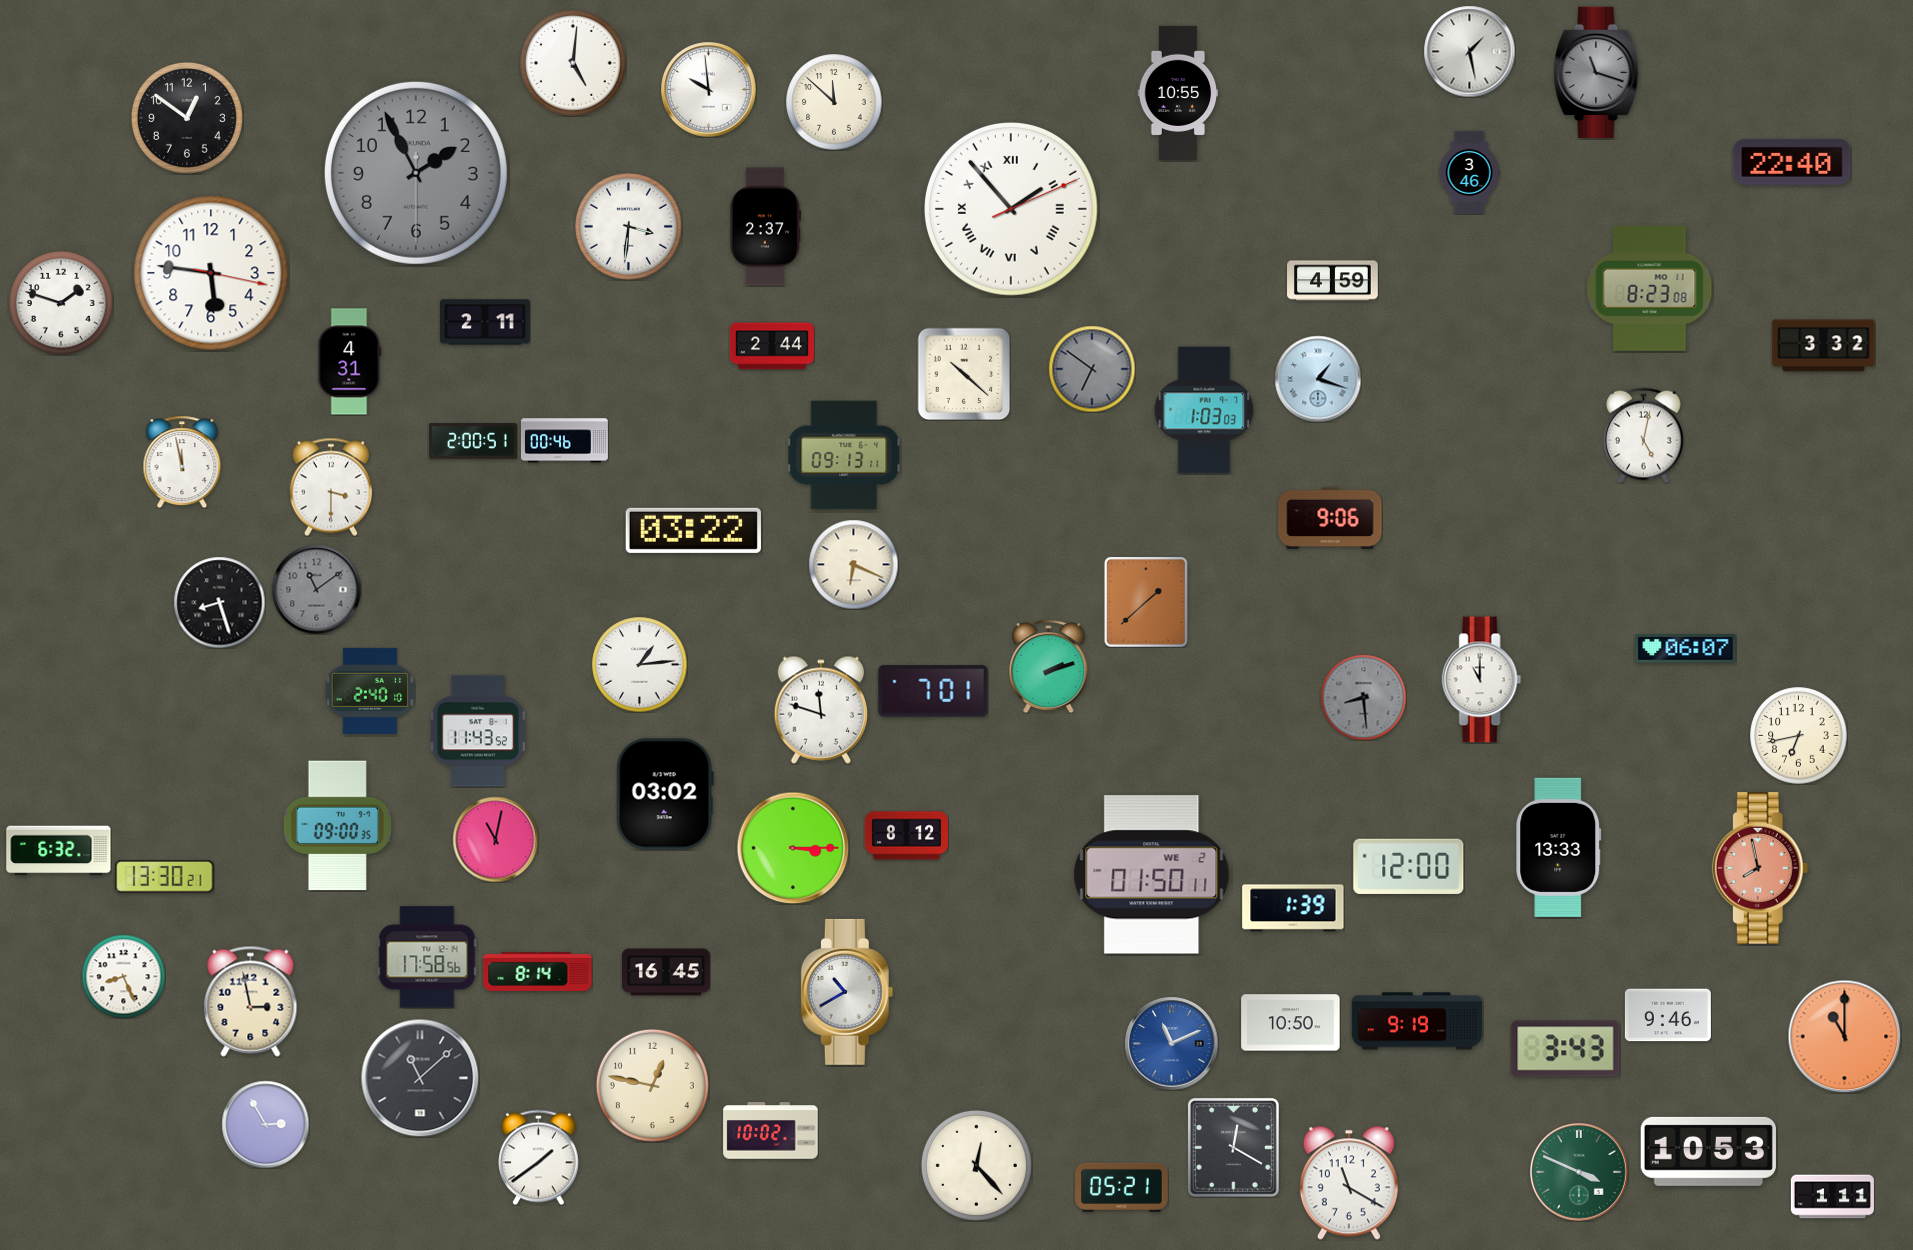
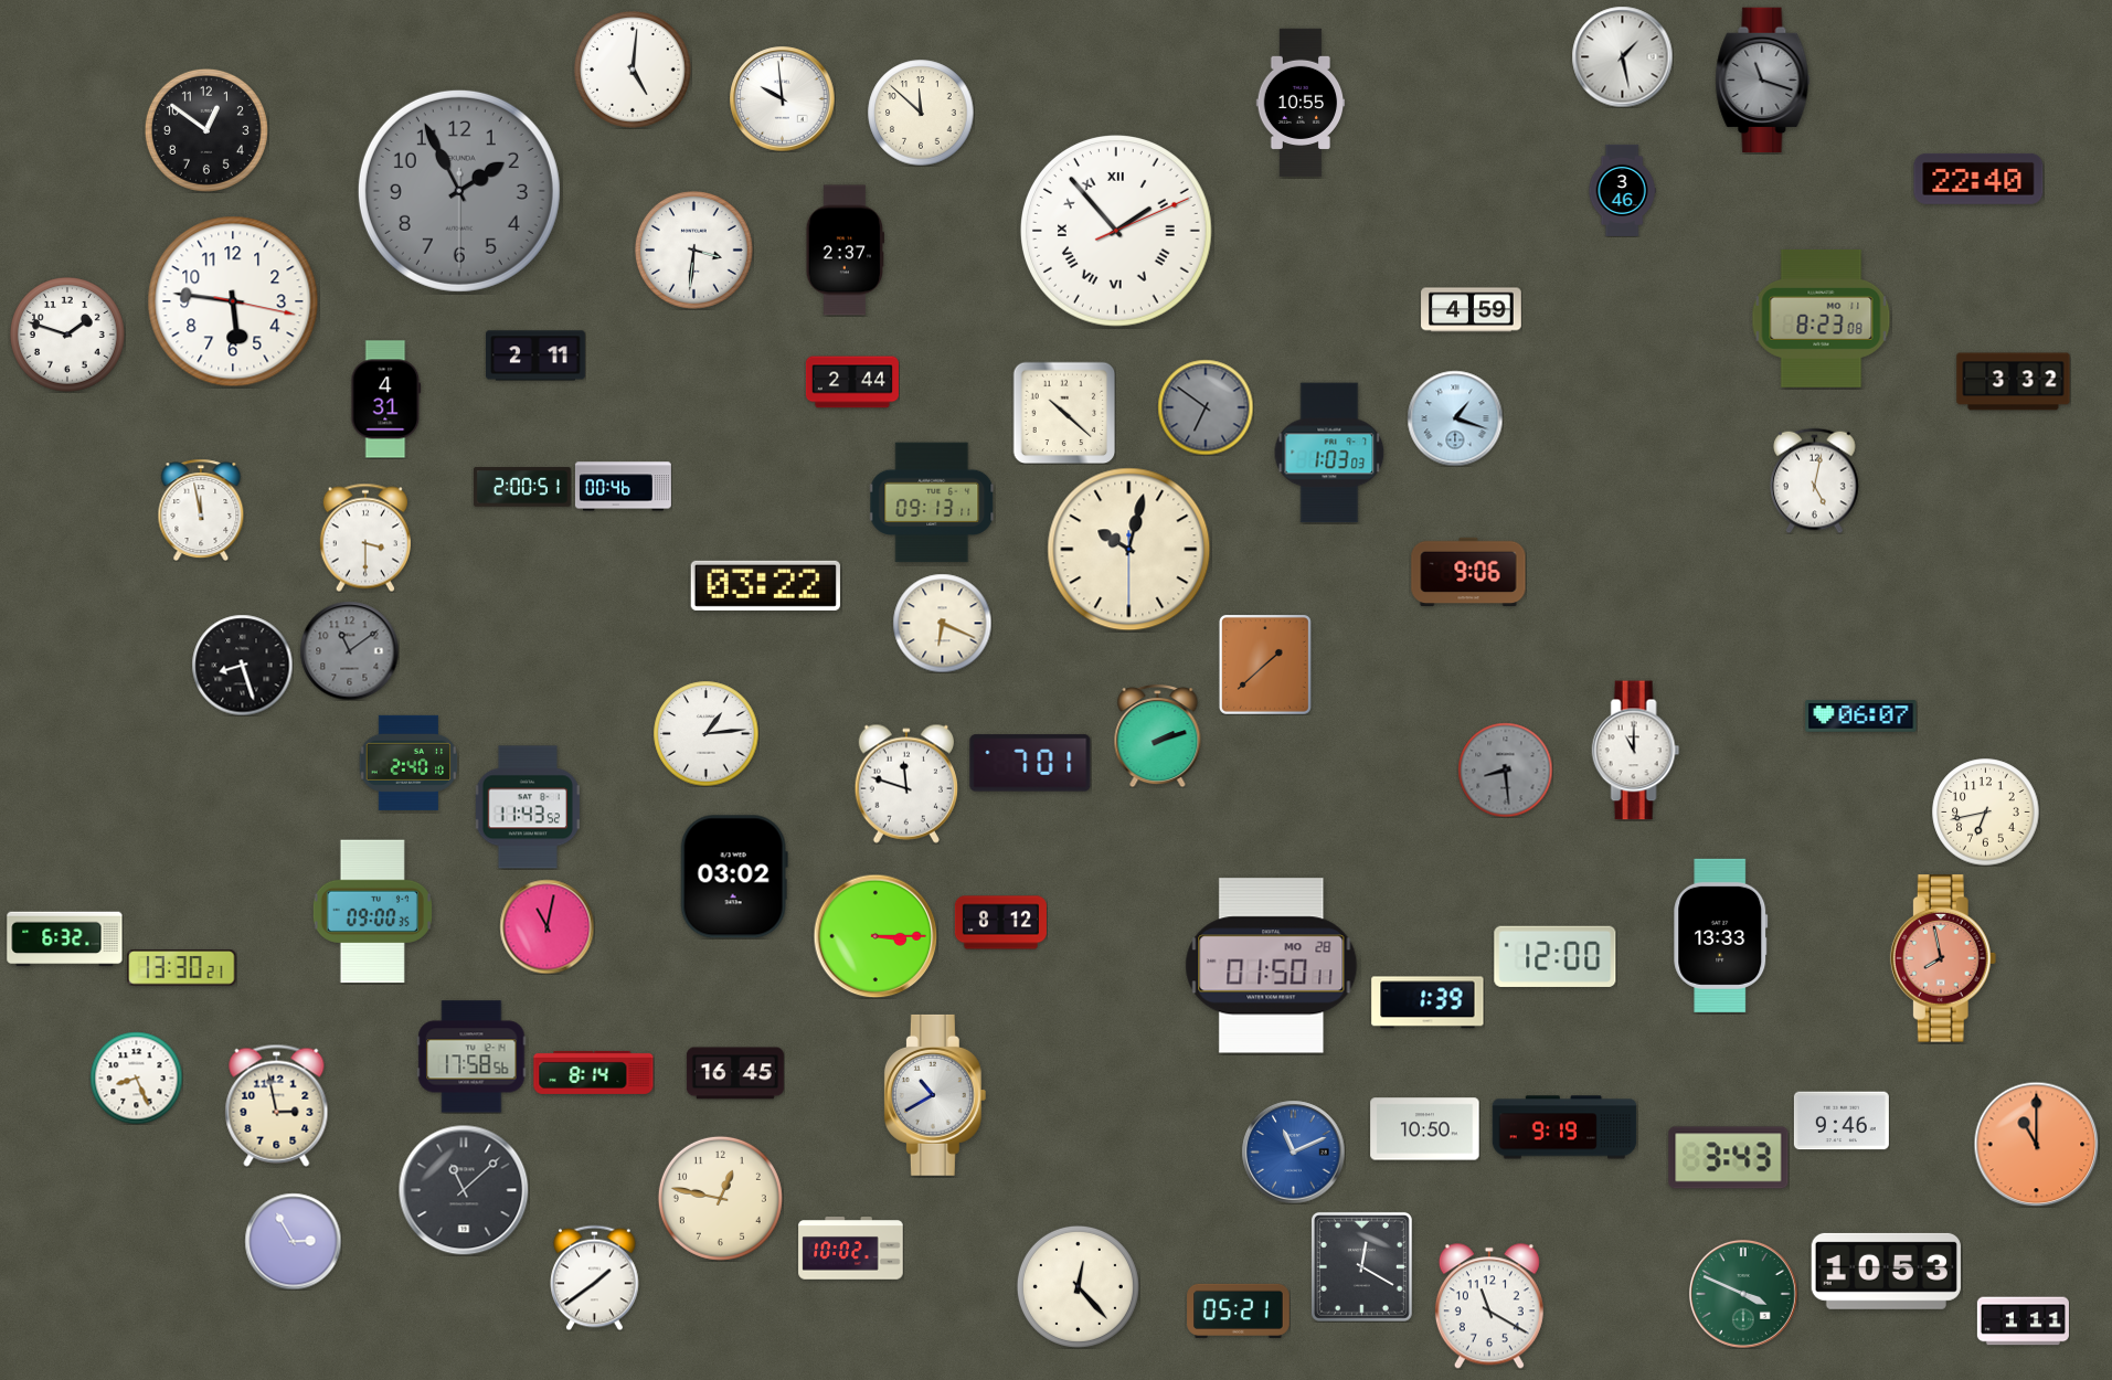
clock at (1129, 550): none -> 10:02
clock at (1152, 875) date: WE 2 -> MO 28
